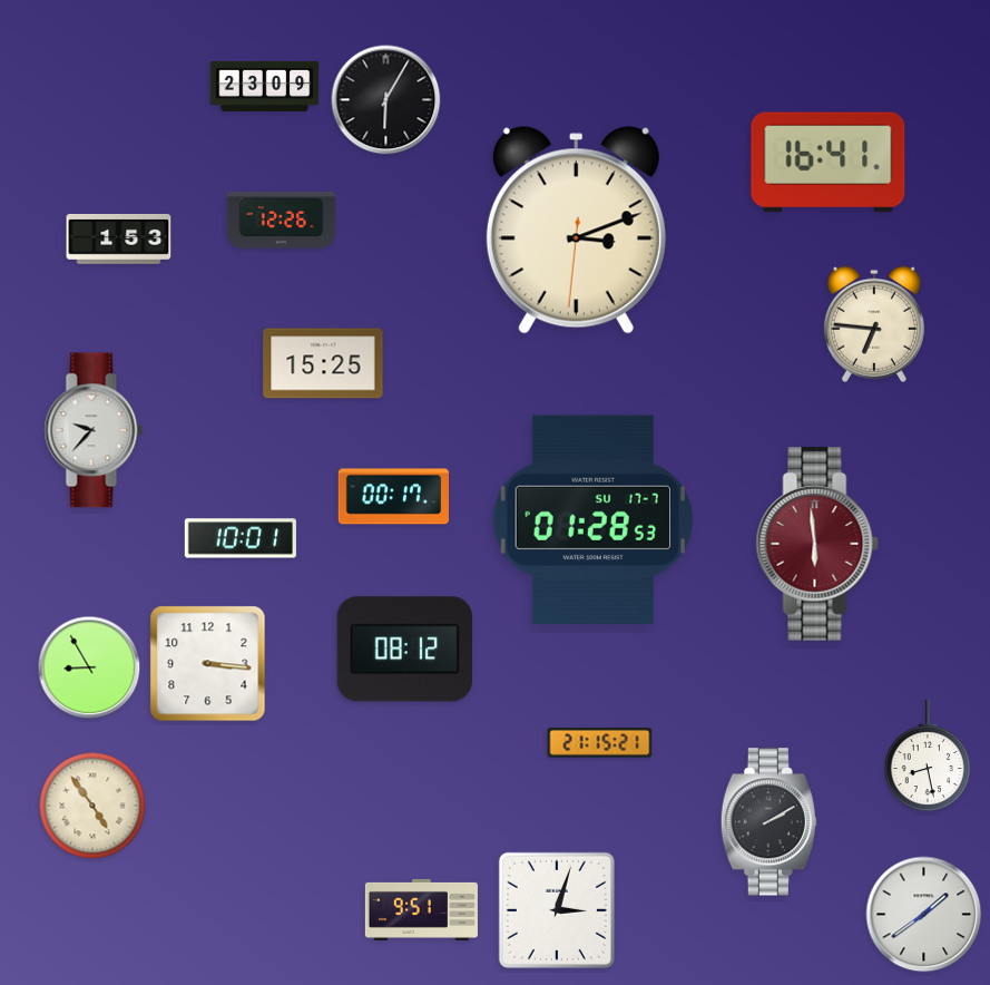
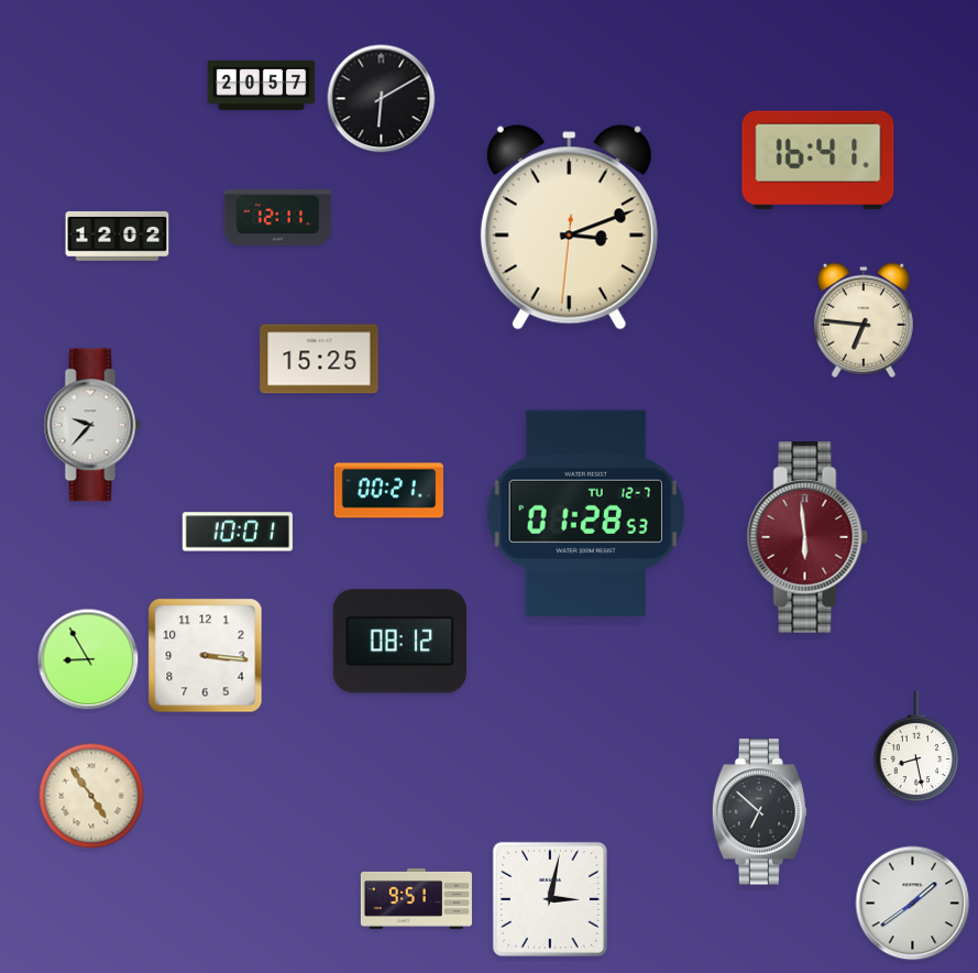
clock at (265, 86): 23:09 -> 20:57
clock at (386, 100): 6:05 -> 6:10
clock at (282, 221): 12:26 -> 12:11
clock at (119, 238): 1:53 -> 12:02
clock at (393, 497): 00:17 -> 00:21
clock at (592, 519) date: SU 17-7 -> TU 12-7
clock at (600, 743): 21:15 -> none
clock at (768, 822): 2:10 -> 6:52
clock at (557, 910): 3:03 -> 3:02
